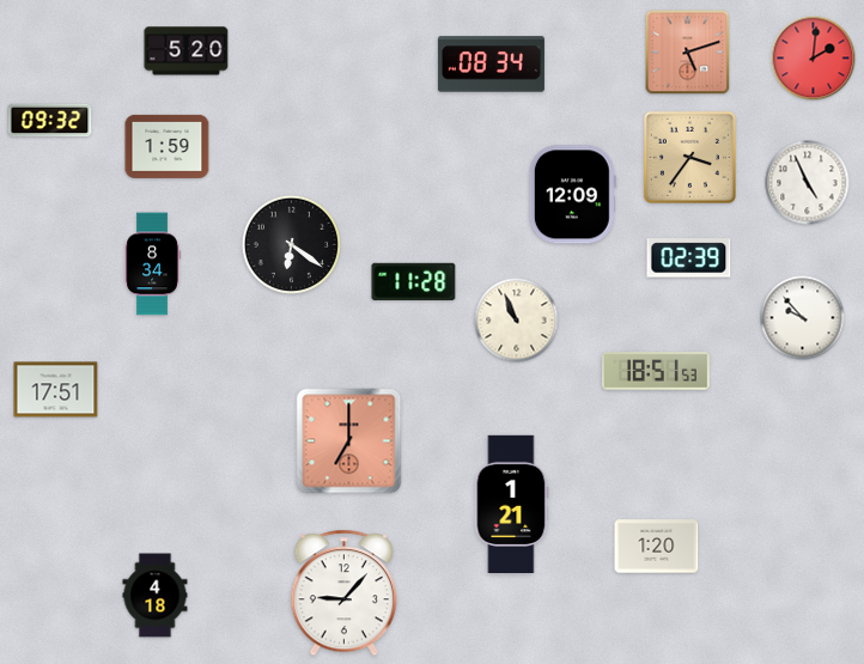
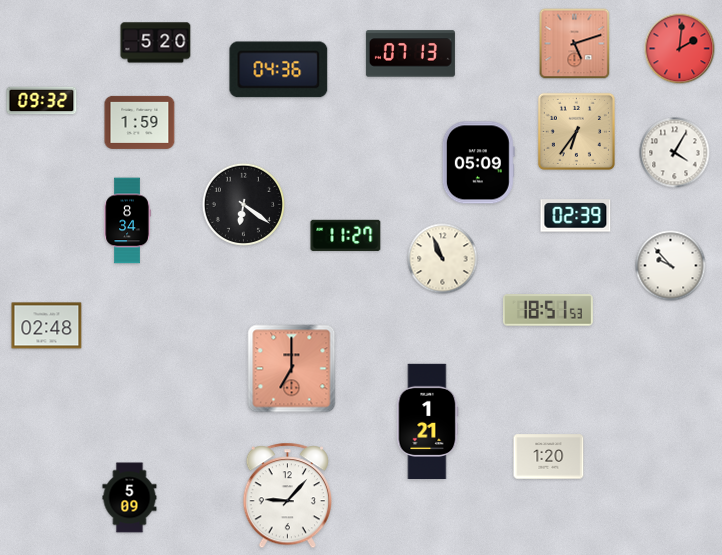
clock at (491, 65): 08:34 -> 07:13
clock at (279, 70): none -> 04:36
clock at (689, 157): 3:36 -> 6:36
clock at (808, 183): 4:56 -> 4:05
clock at (572, 195): 12:09 -> 05:09
clock at (414, 281): 11:28 -> 11:27
clock at (517, 321) position: (517, 321) -> (443, 259)
clock at (56, 390): 17:51 -> 02:48
clock at (156, 596): 4:18 -> 5:09
